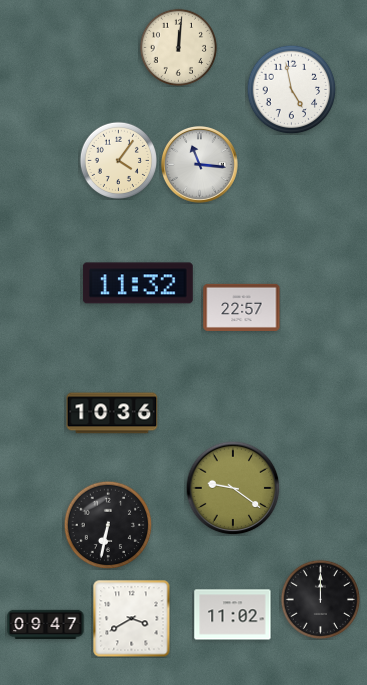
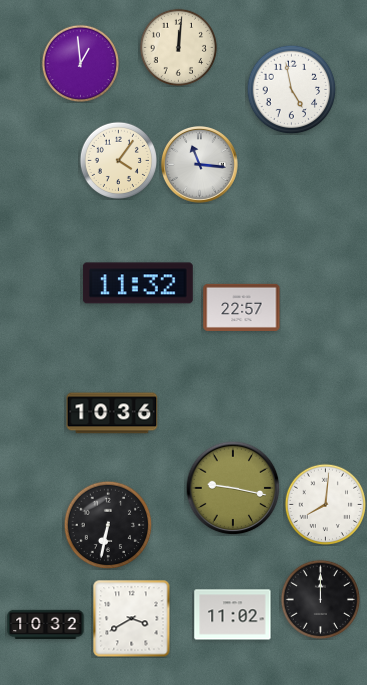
clock at (80, 63): none -> 12:59
clock at (233, 488): 9:21 -> 9:17
clock at (325, 504): none -> 8:01
clock at (46, 624): 09:47 -> 10:32
